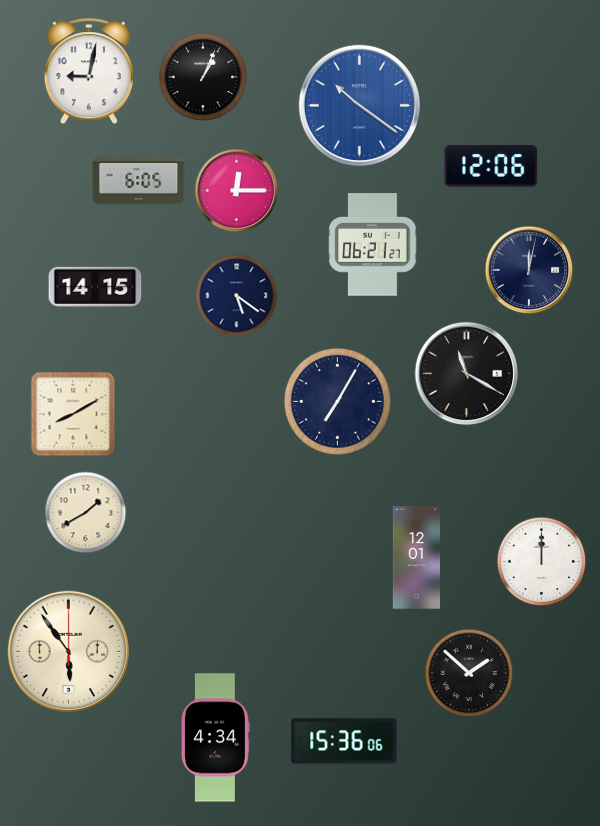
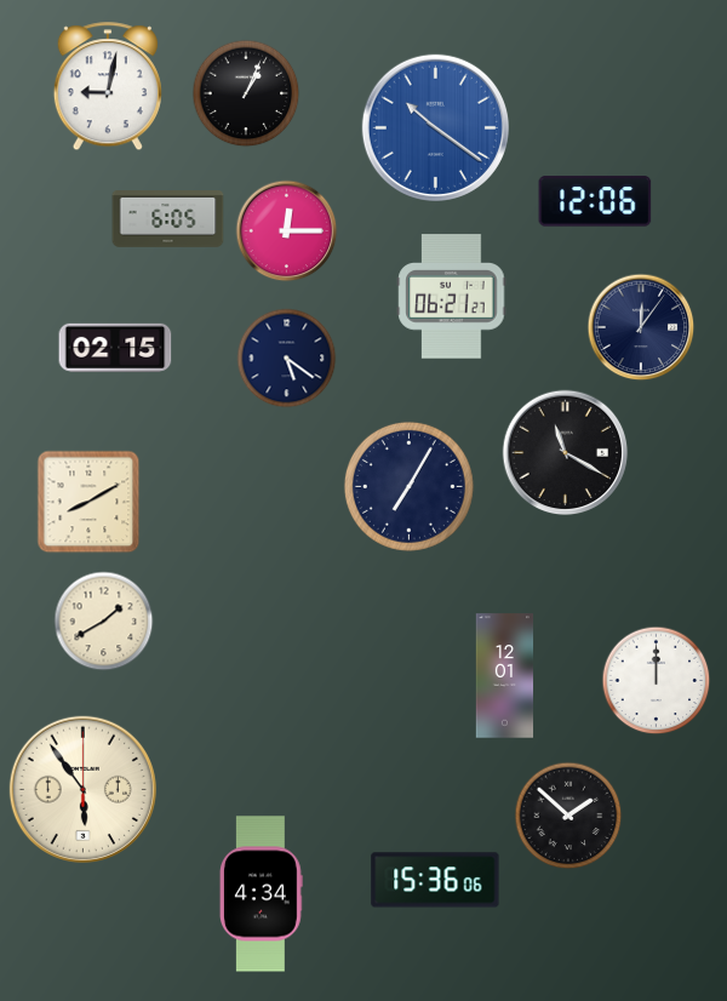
clock at (529, 270): 12:02 -> 12:06
clock at (95, 287): 14:15 -> 02:15
clock at (344, 741) position: (344, 741) -> (435, 880)
